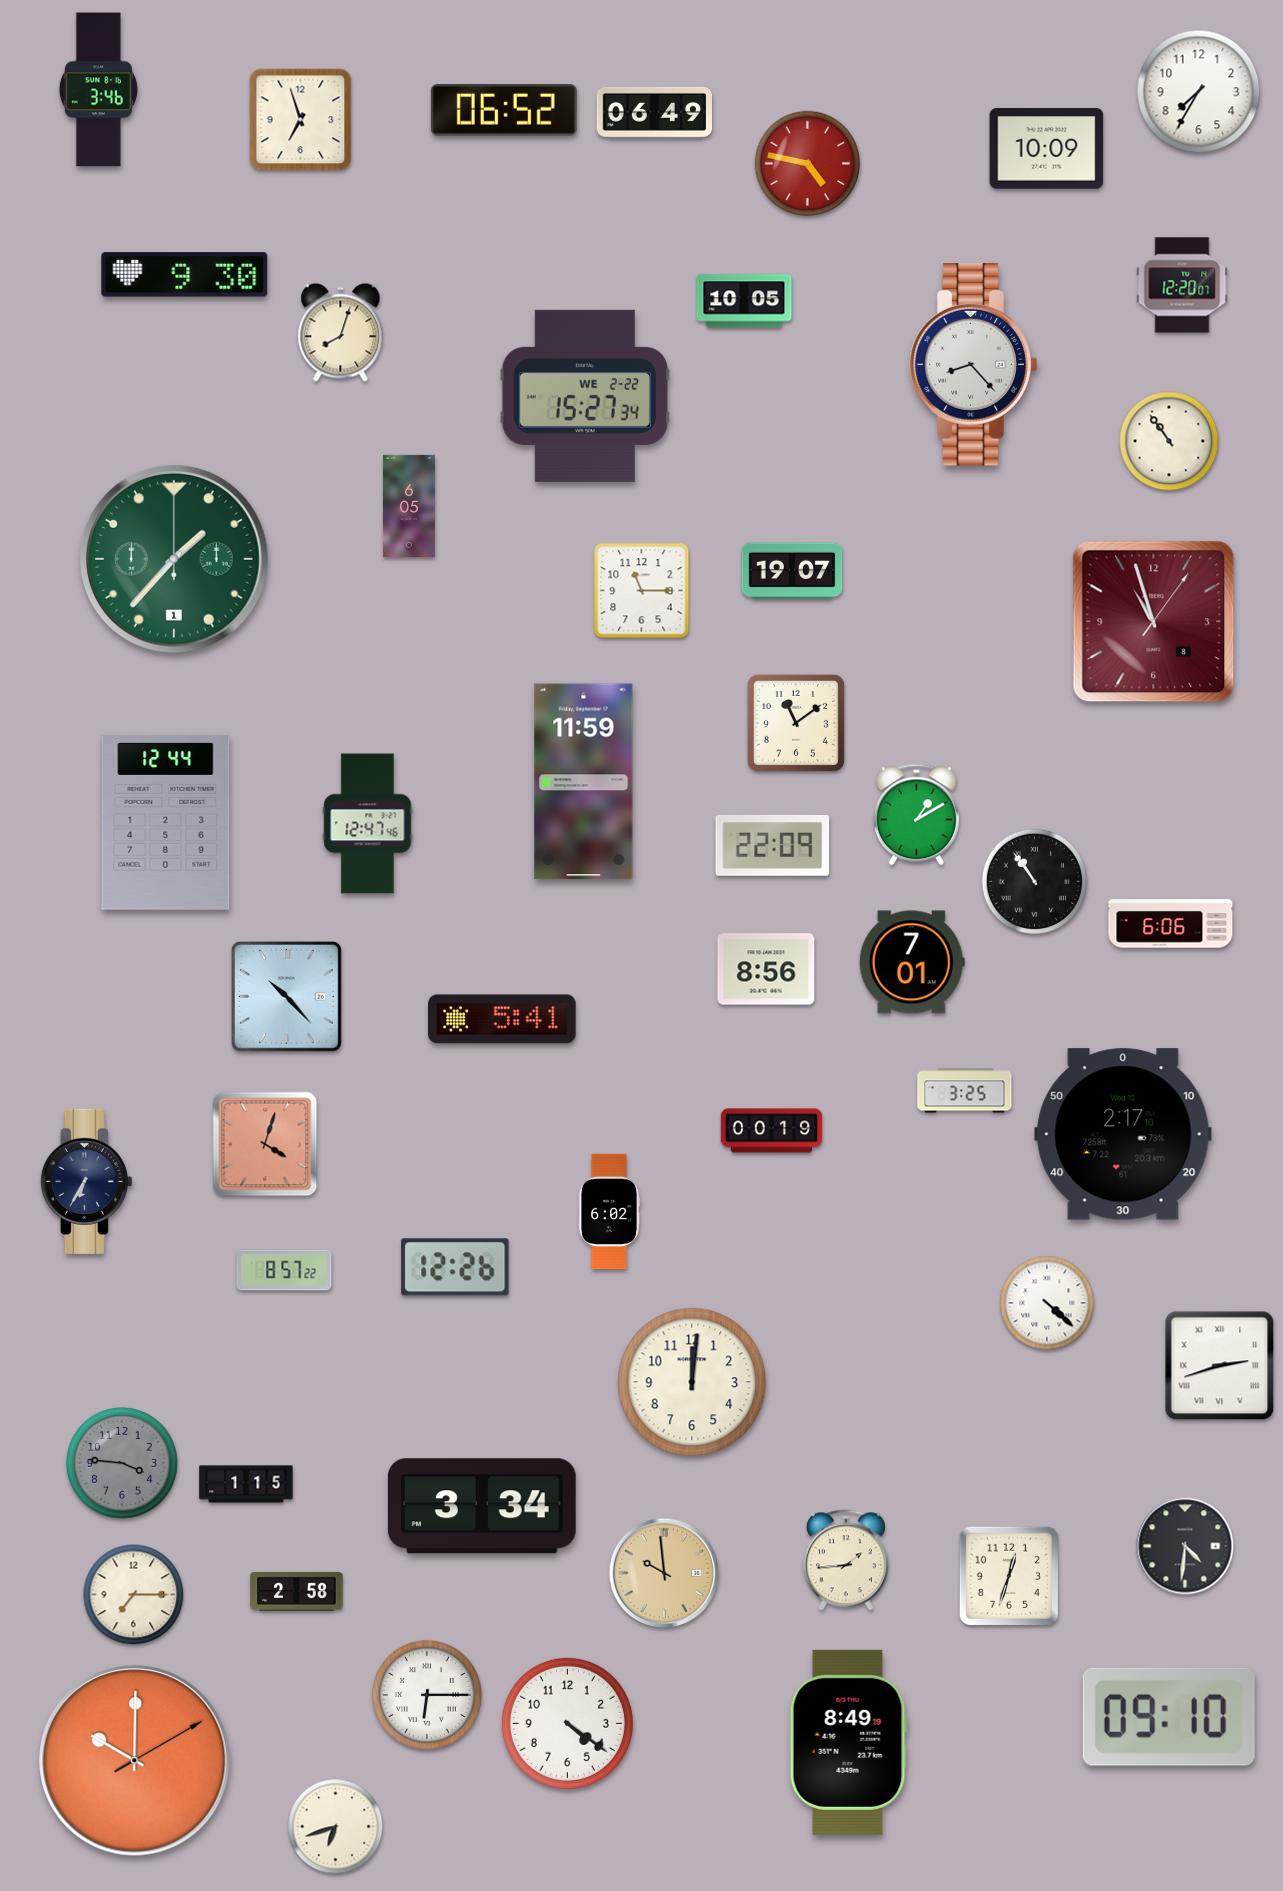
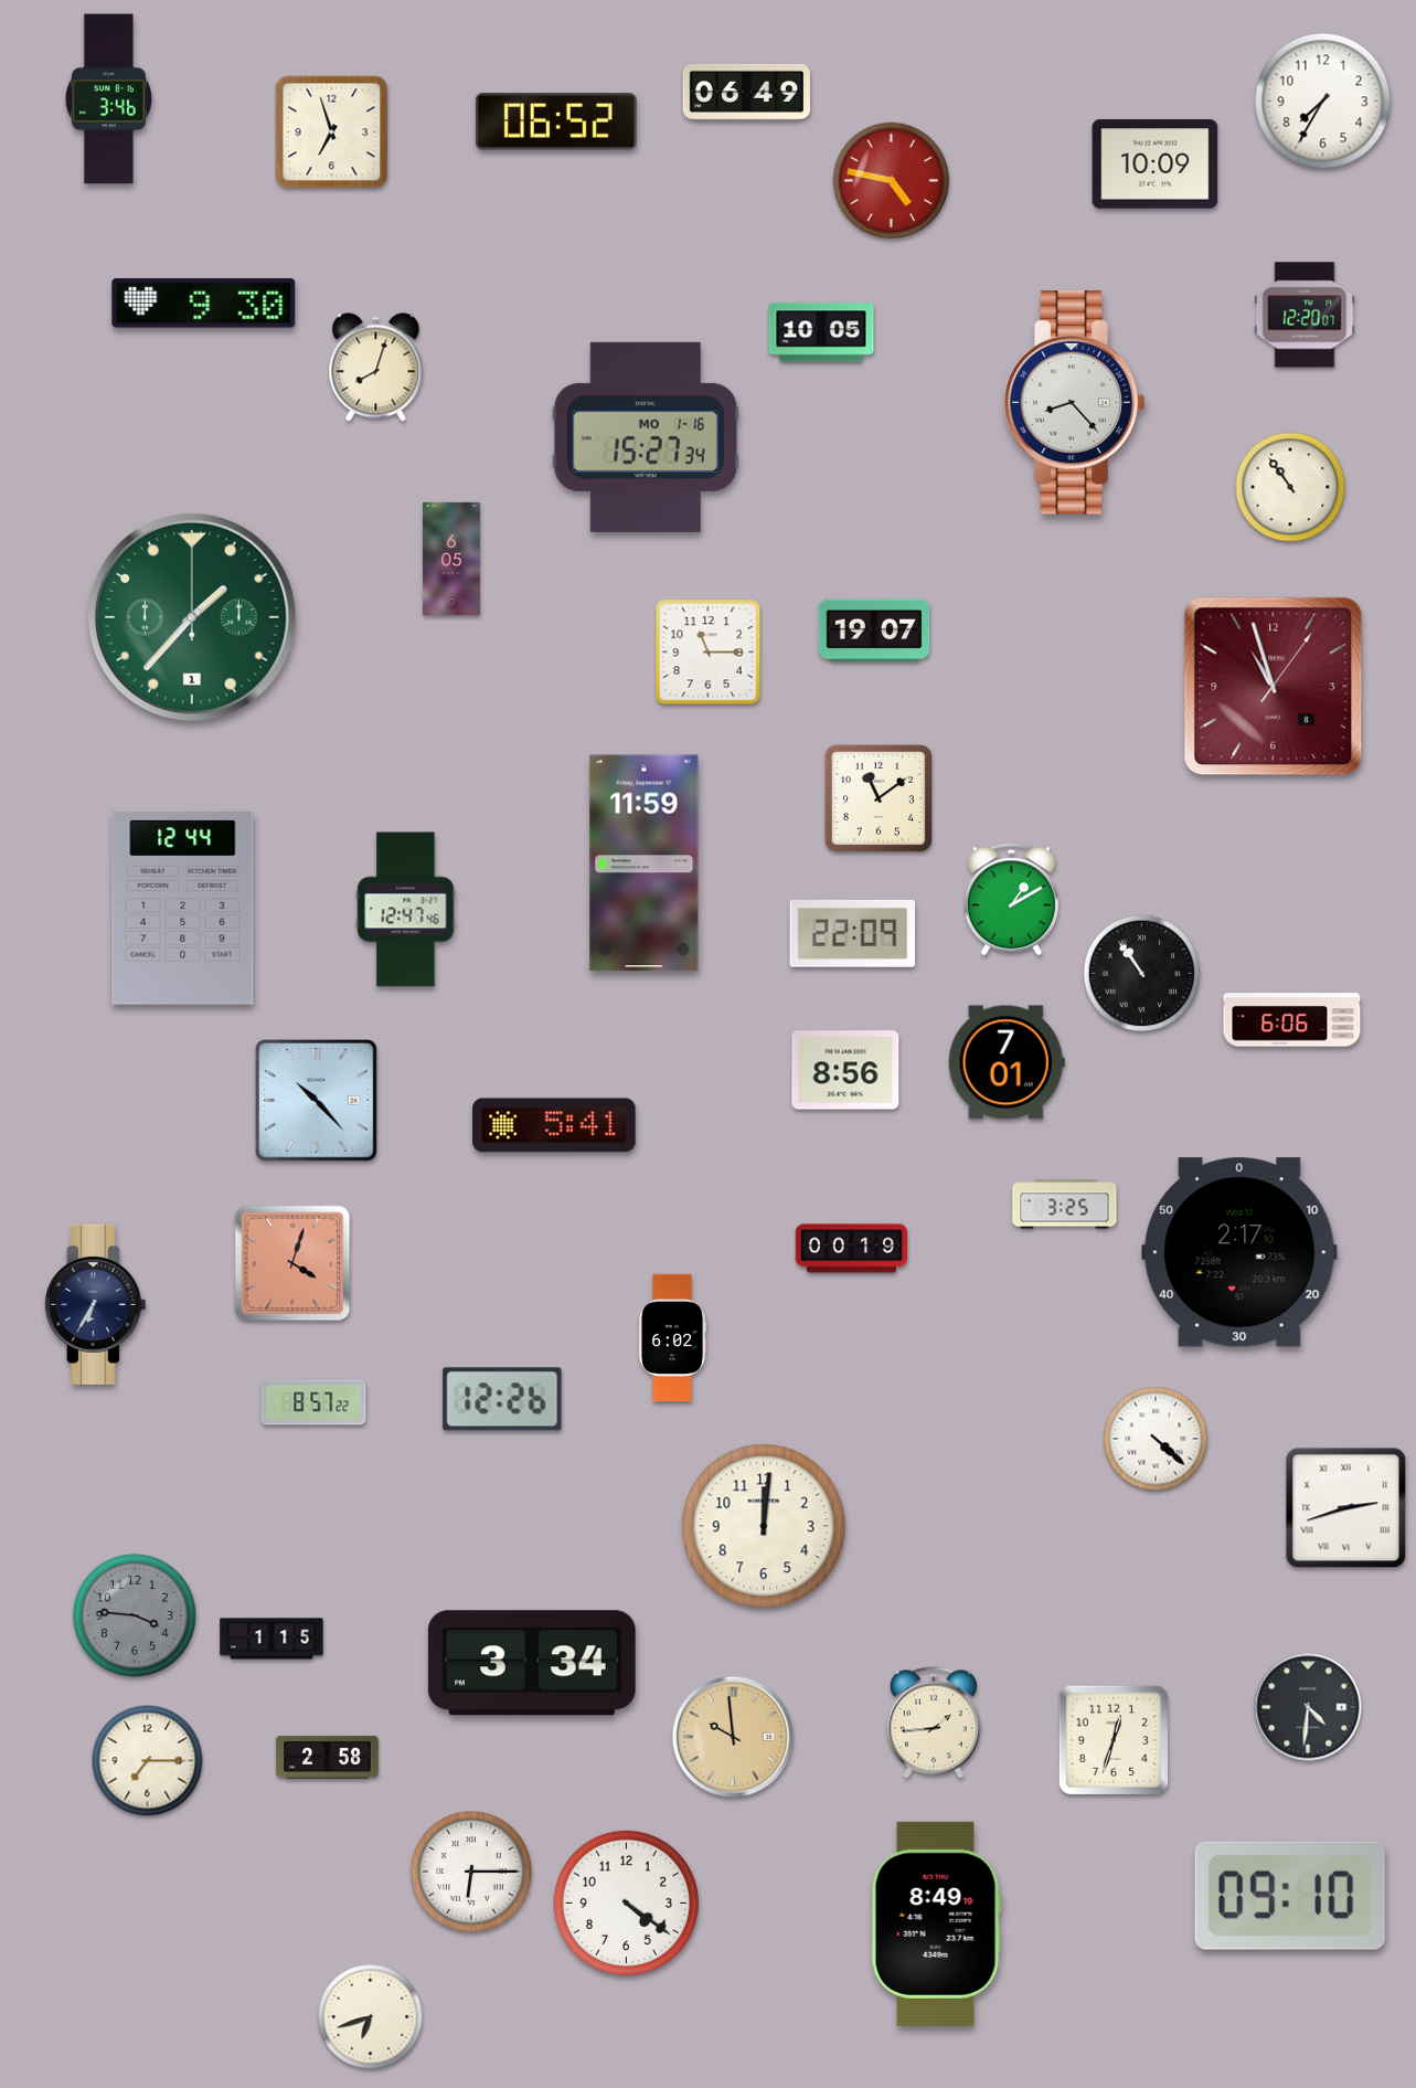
clock at (655, 112) position: (655, 112) -> (747, 92)
clock at (585, 396) date: WE 2-22 -> MO 1-16
clock at (135, 1761): 10:00 -> none
